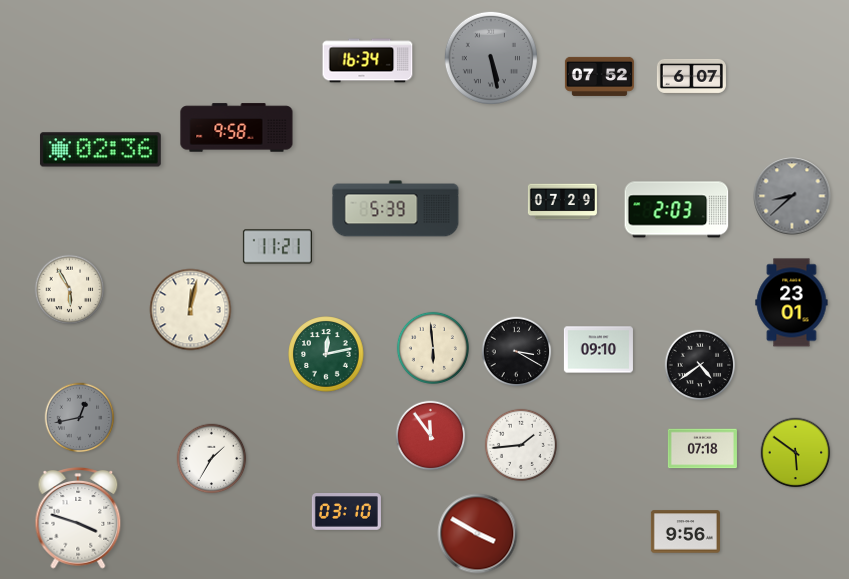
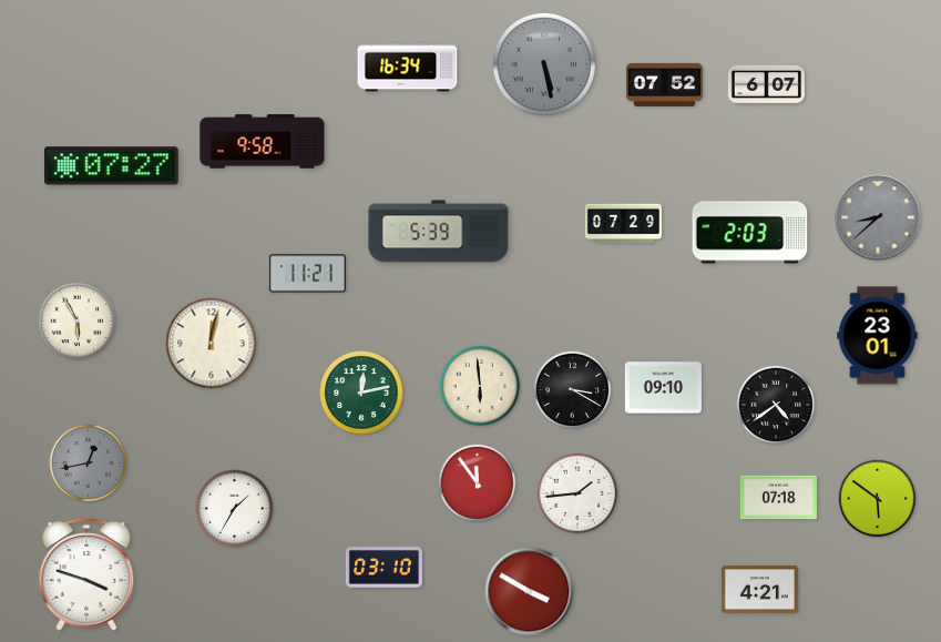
clock at (100, 150): 02:36 -> 07:27
clock at (796, 453) position: (796, 453) -> (878, 499)
clock at (685, 532): 9:56 -> 4:21
